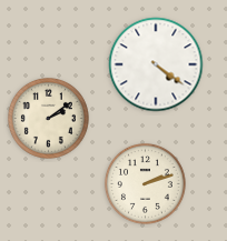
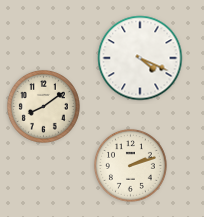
clock at (156, 64): 4:21 -> 4:19
clock at (48, 118): 2:09 -> 8:09
